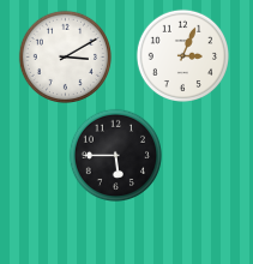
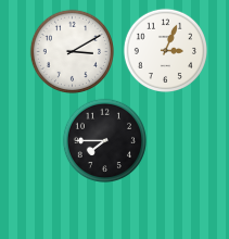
clock at (65, 56) position: (65, 56) -> (72, 51)
clock at (115, 155): 5:45 -> 7:45
